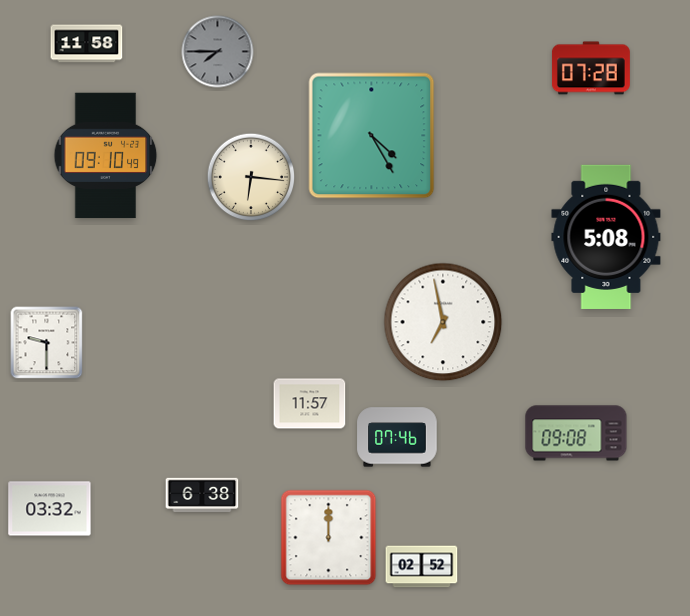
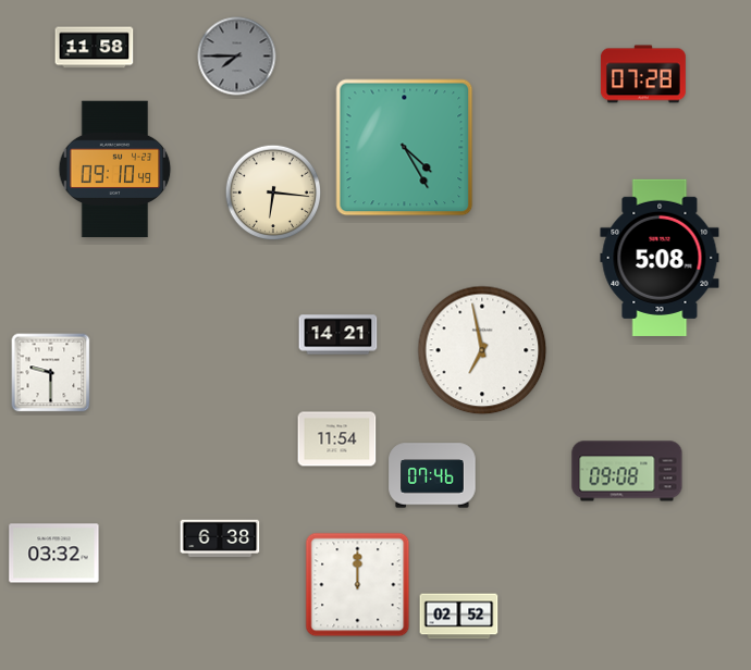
clock at (338, 335): none -> 14:21
clock at (310, 404): 11:57 -> 11:54
